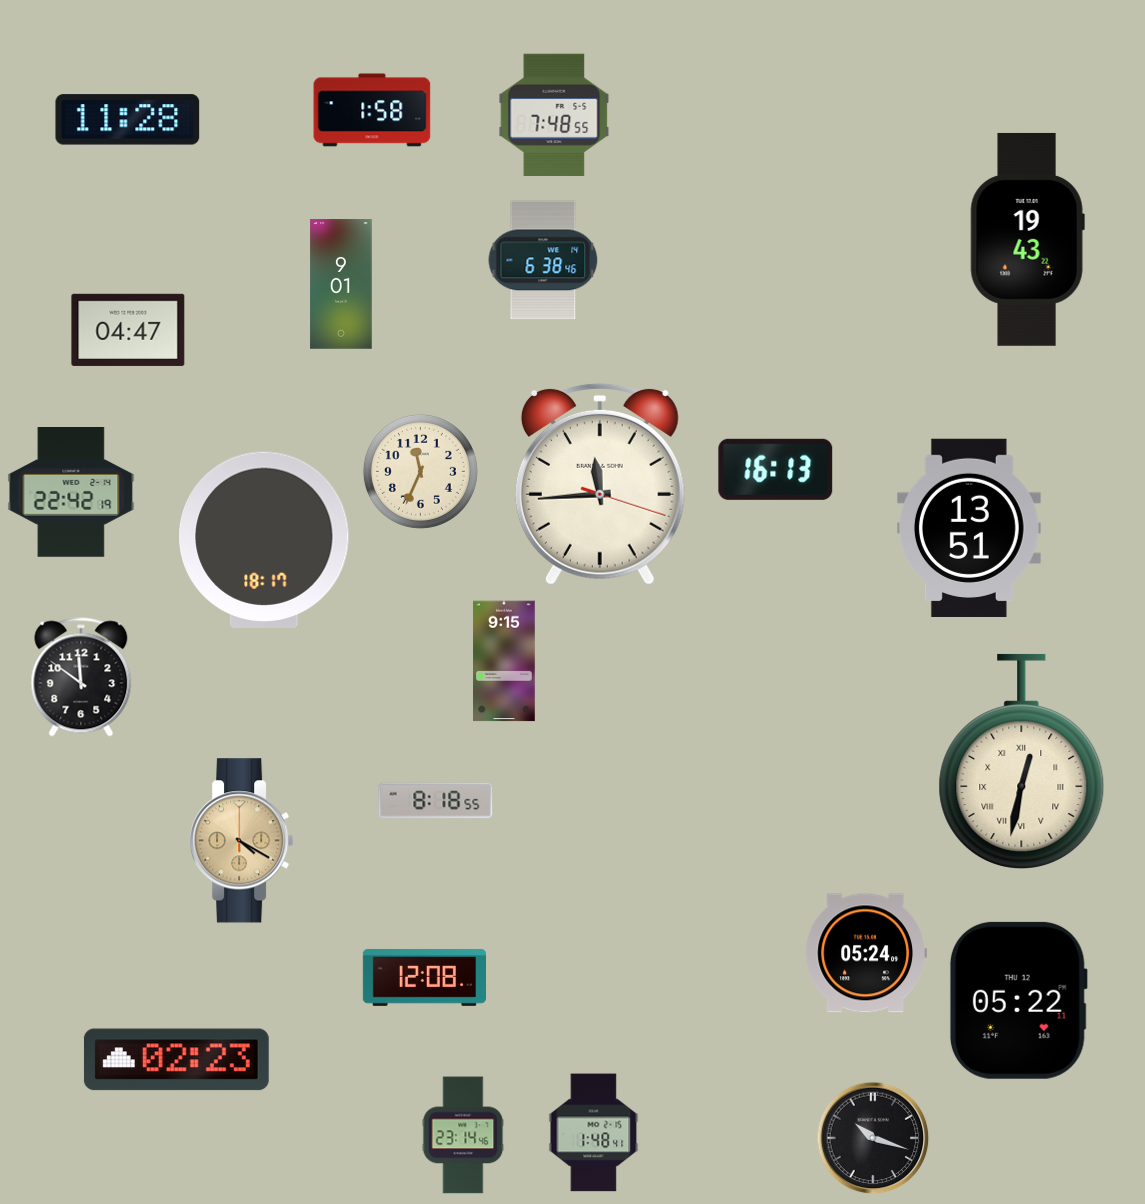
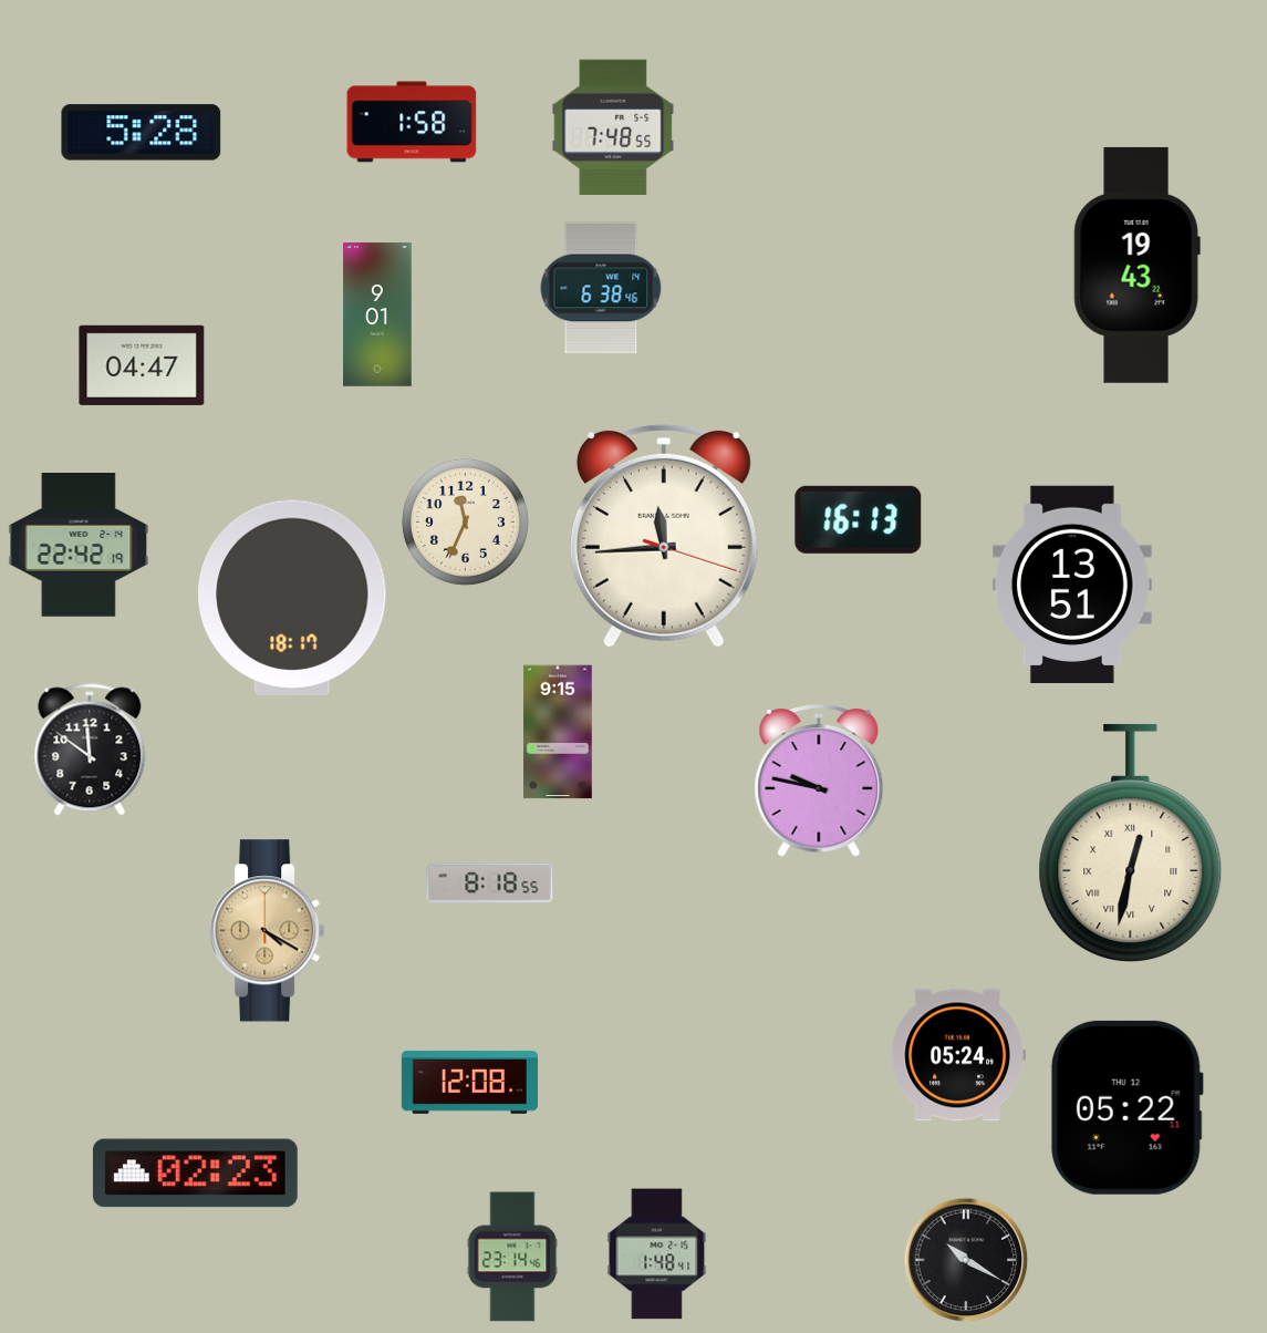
clock at (128, 120): 11:28 -> 5:28
clock at (819, 782): none -> 9:47
clock at (436, 801) position: (436, 801) -> (490, 883)
clock at (873, 1138): 10:18 -> 10:20
